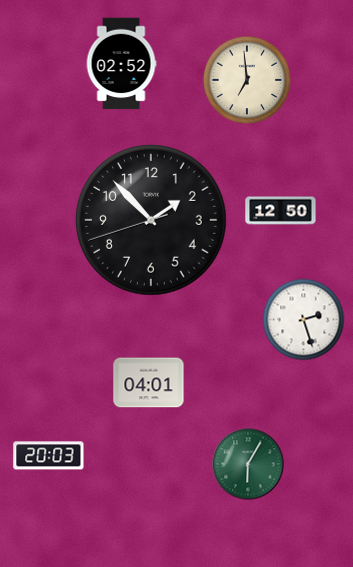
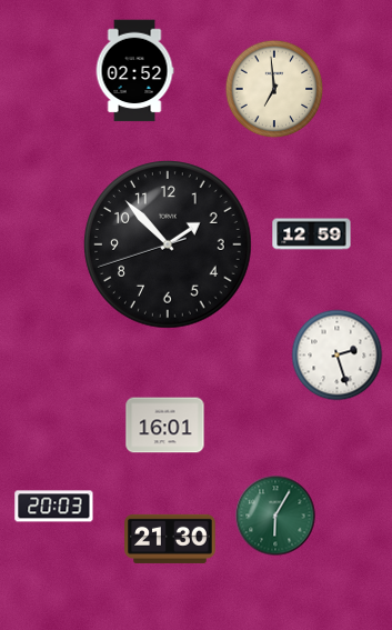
clock at (281, 211): 12:50 -> 12:59
clock at (149, 383): 04:01 -> 16:01
clock at (170, 539): none -> 21:30
